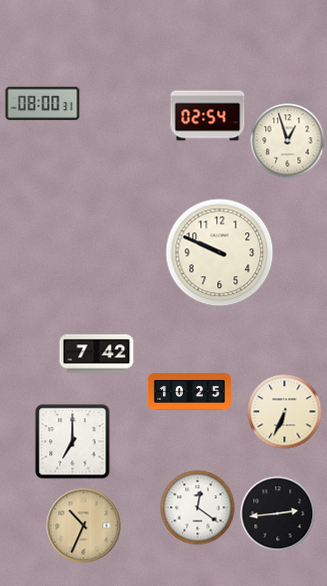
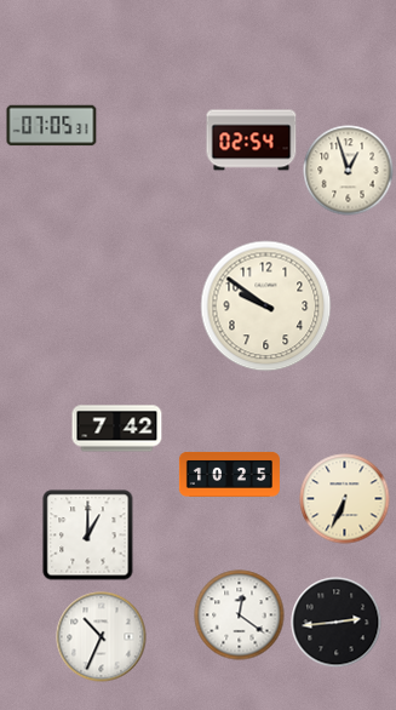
clock at (43, 104): 08:00 -> 07:05
clock at (220, 253): 9:49 -> 9:51
clock at (73, 442): 7:00 -> 1:00
clock at (84, 526) dial: champagne -> white
